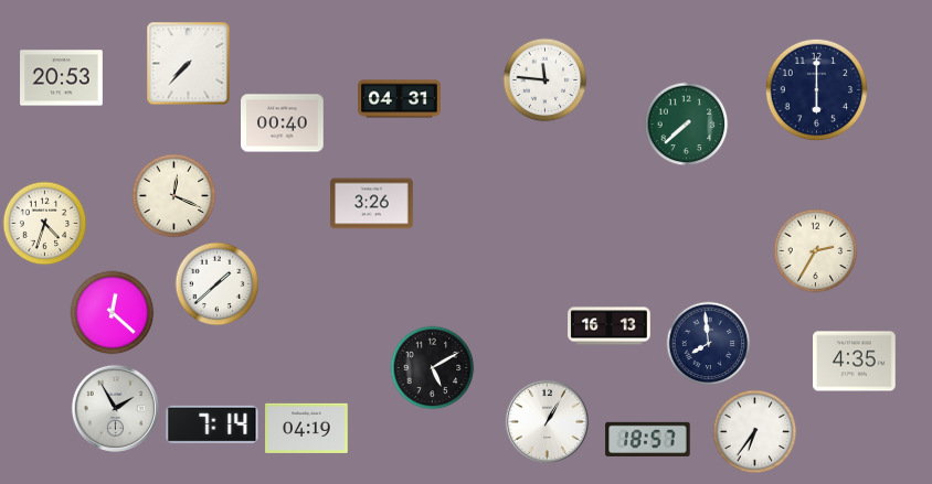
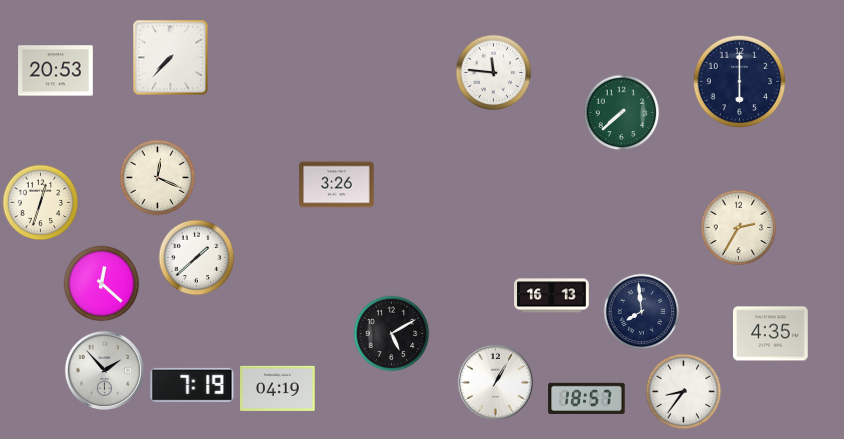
clock at (400, 99): 04:31 -> none
clock at (283, 123): 00:40 -> none
clock at (45, 224): 4:33 -> 12:33
clock at (855, 362) position: (855, 362) -> (771, 334)
clock at (115, 408): 1:55 -> 1:53
clock at (212, 424): 7:14 -> 7:19
clock at (755, 432): 6:36 -> 8:36
